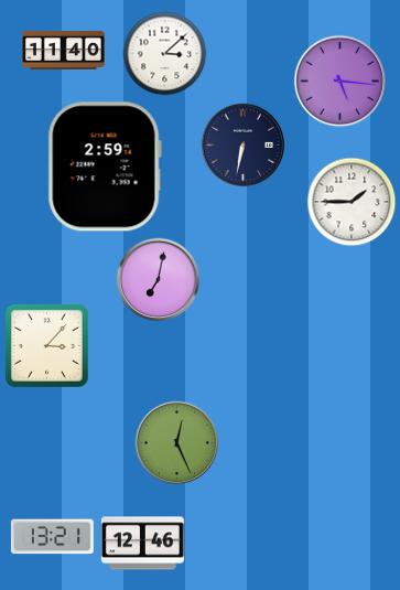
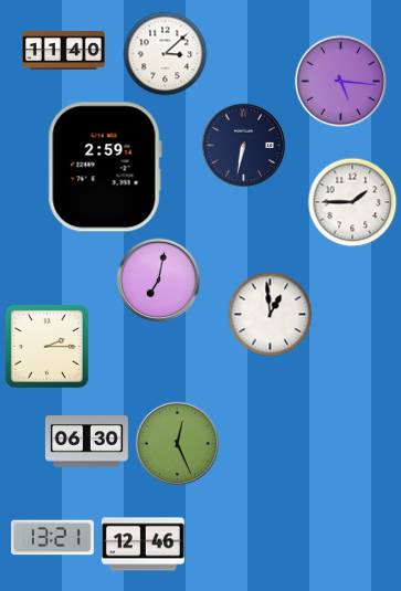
clock at (271, 315): none -> 12:59
clock at (46, 345): 3:07 -> 2:15
clock at (86, 442): none -> 06:30
